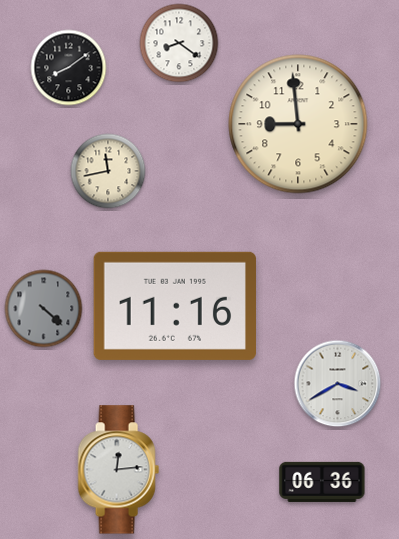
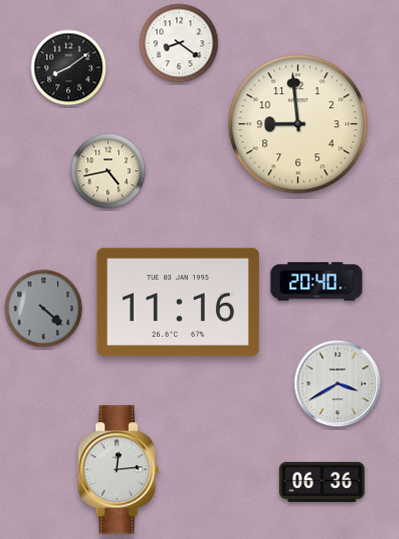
clock at (108, 171): 11:43 -> 4:43
clock at (317, 282): none -> 20:40
clock at (175, 306) position: (175, 306) -> (178, 302)
